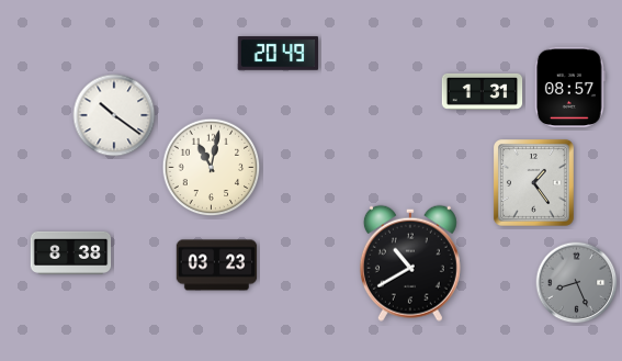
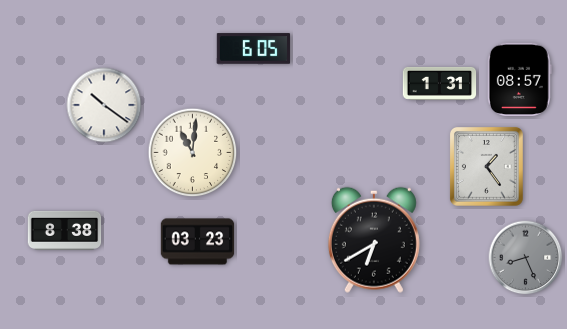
clock at (279, 54): 20:49 -> 6:05
clock at (212, 168): 11:02 -> 11:01
clock at (410, 263): 10:40 -> 6:40
